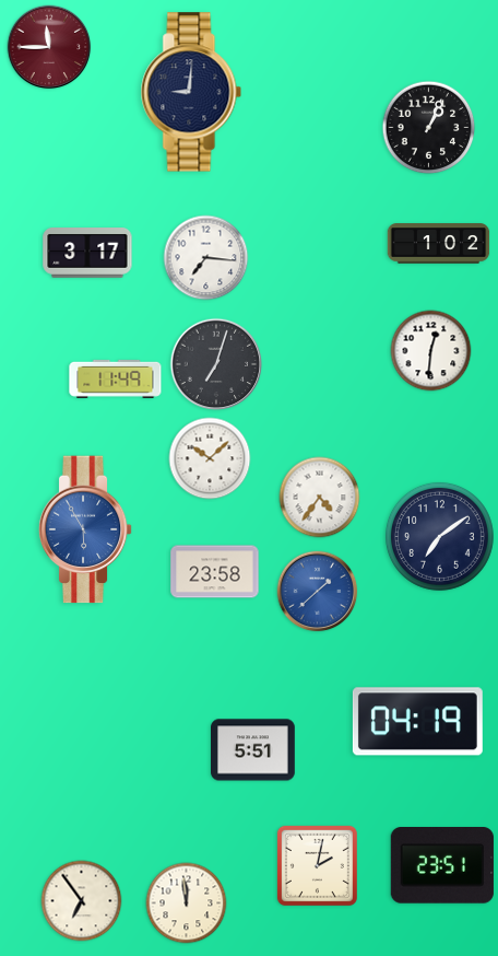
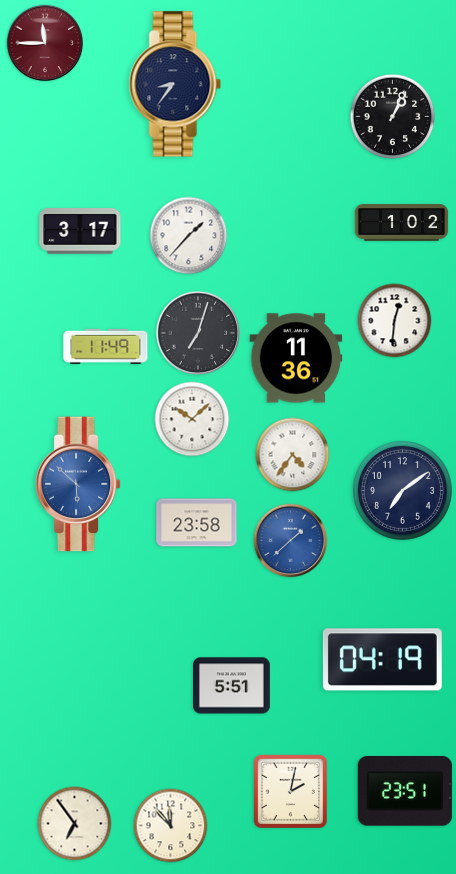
clock at (191, 92): 9:01 -> 8:36
clock at (206, 258): 7:16 -> 1:37
clock at (296, 358): none -> 11:36
clock at (85, 529): 5:55 -> 5:52
clock at (187, 903): 11:59 -> 11:53
